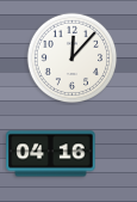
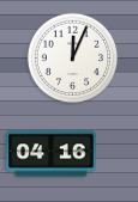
clock at (73, 59): 12:07 -> 12:04
